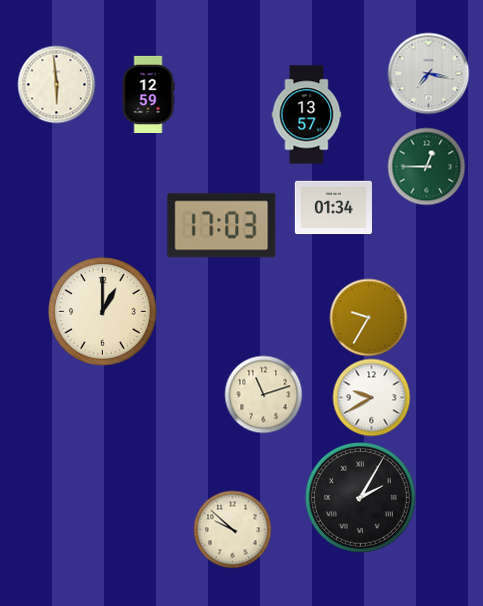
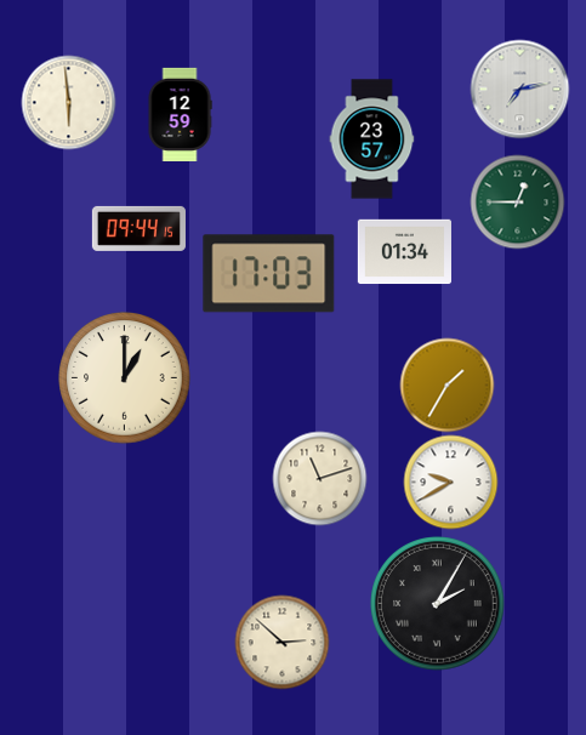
clock at (428, 73): 7:17 -> 7:13
clock at (307, 115): 13:57 -> 23:57
clock at (138, 228): none -> 09:44
clock at (368, 317): 9:35 -> 1:35
clock at (232, 529): 9:52 -> 2:52
